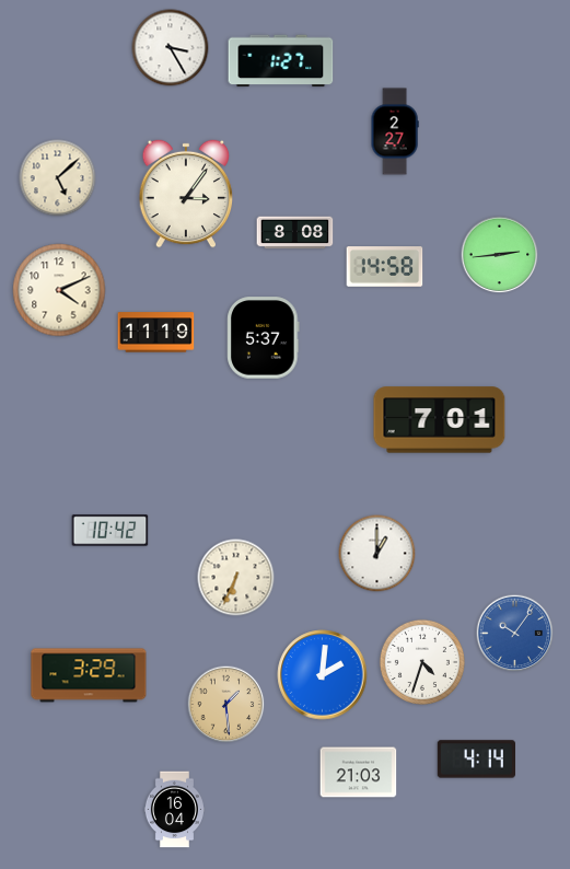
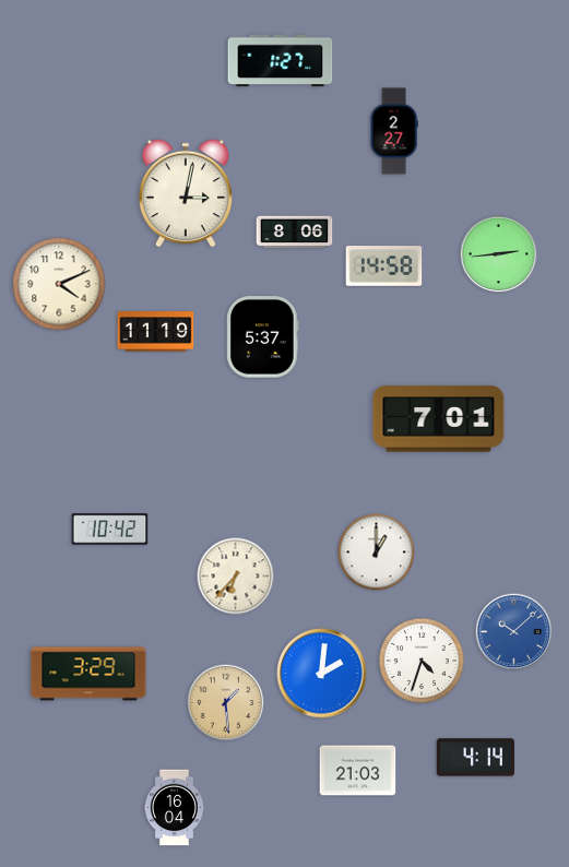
clock at (171, 48): 3:25 -> none
clock at (58, 178): 5:08 -> none
clock at (186, 194): 3:06 -> 3:02
clock at (295, 233): 8:08 -> 8:06
clock at (59, 290) position: (59, 290) -> (59, 284)
clock at (236, 578): 6:34 -> 6:37
clock at (515, 634): 10:06 -> 10:08
